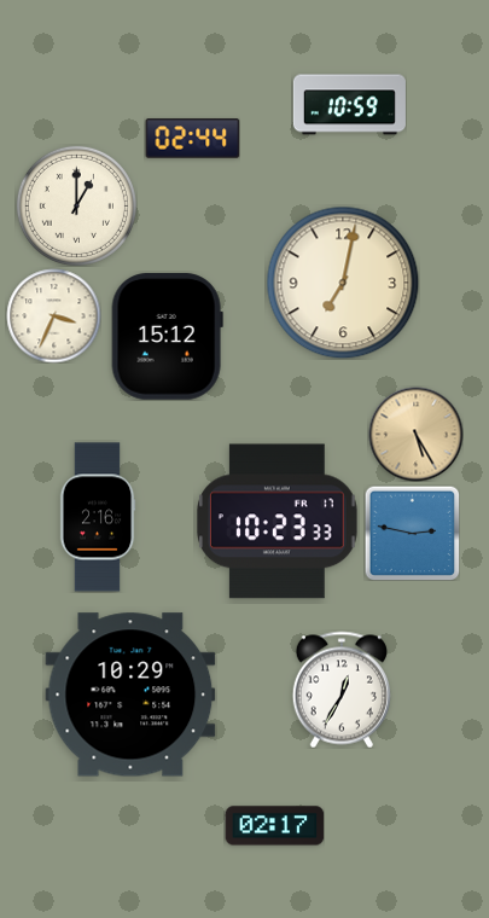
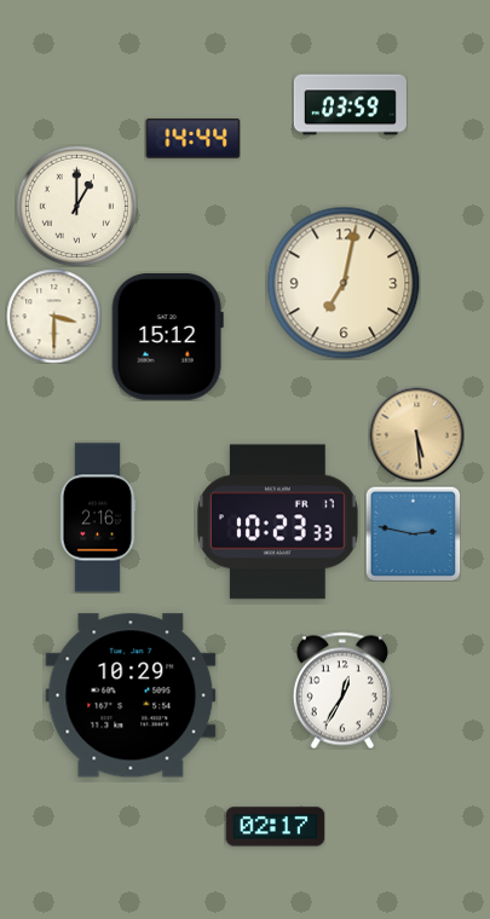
clock at (349, 105): 10:59 -> 03:59
clock at (192, 139): 02:44 -> 14:44
clock at (53, 315): 3:34 -> 3:30
clock at (415, 434): 5:25 -> 5:29
